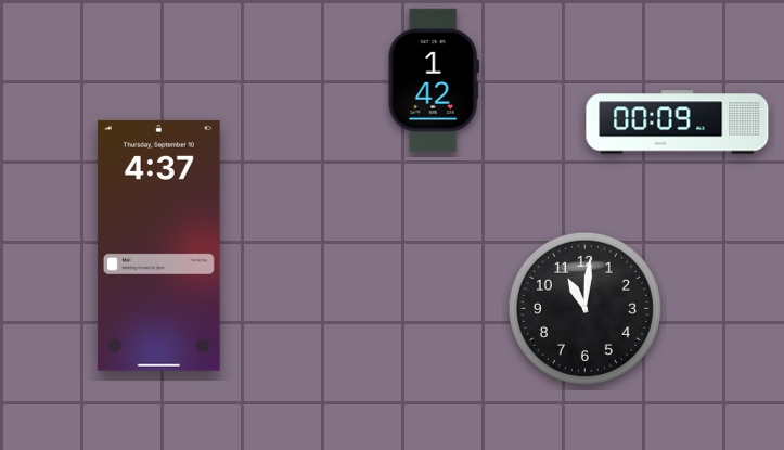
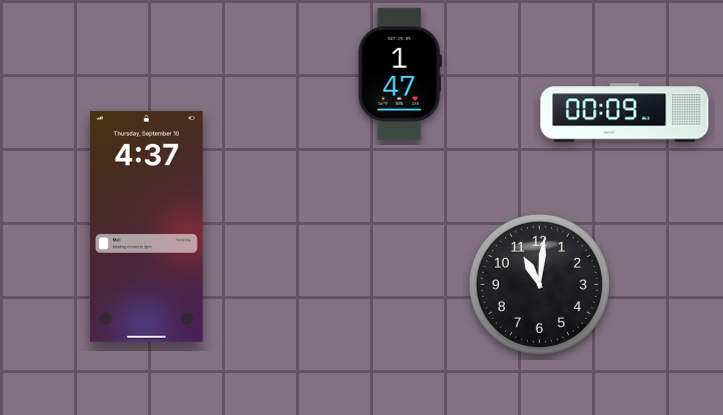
clock at (434, 80): 1:42 -> 1:47
